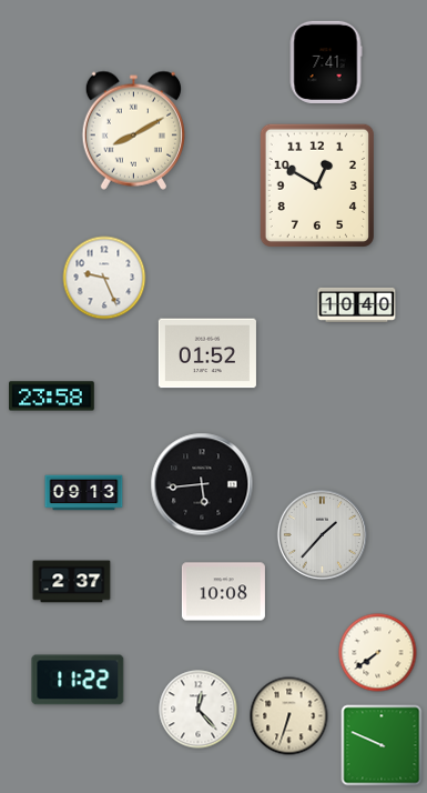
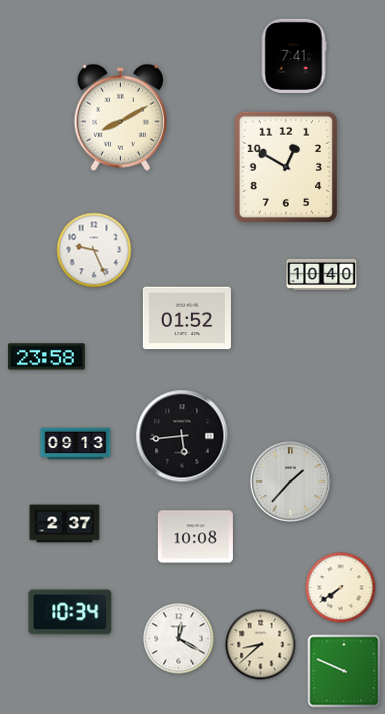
clock at (223, 592) position: (223, 592) -> (195, 537)
clock at (78, 680): 11:22 -> 10:34
clock at (199, 710): 12:23 -> 12:20
clock at (289, 716): 6:33 -> 8:38
